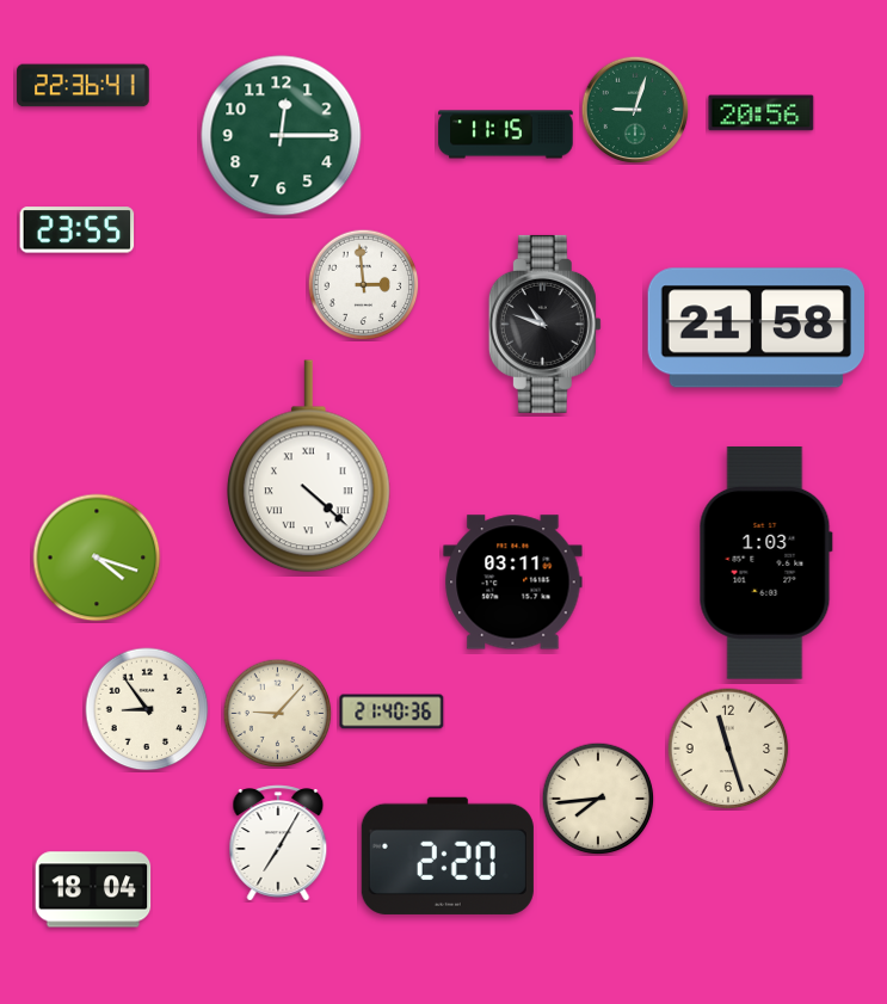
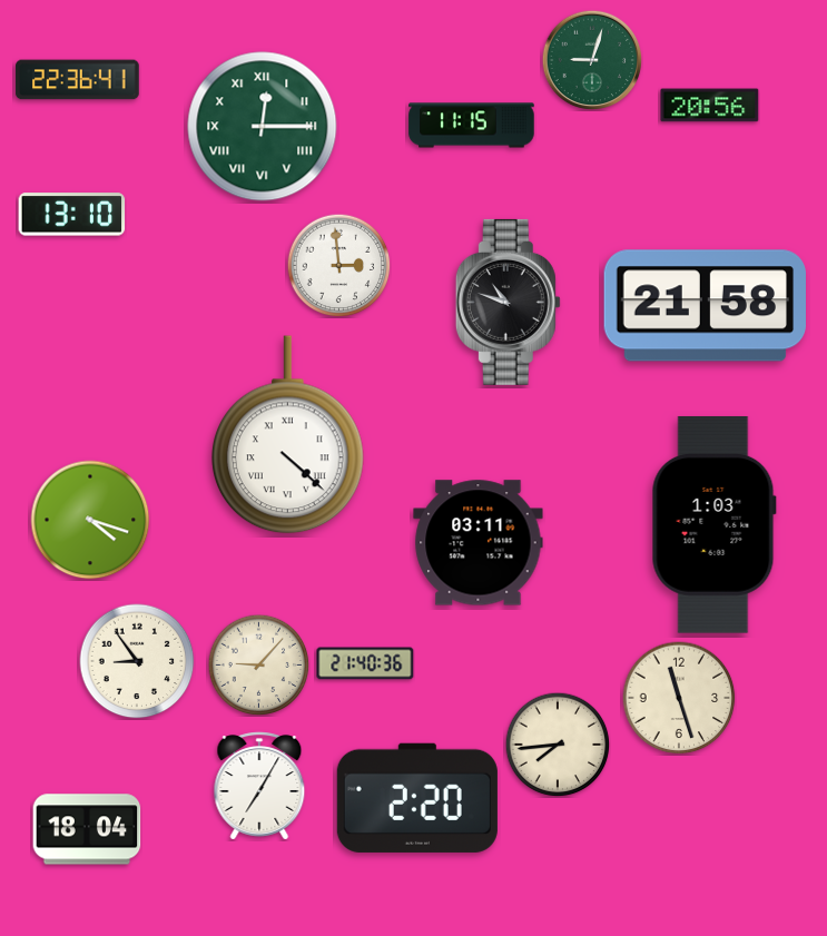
clock at (635, 110) position: (635, 110) -> (592, 60)
clock at (282, 136) numerals: Arabic -> Roman
clock at (78, 230): 23:55 -> 13:10
